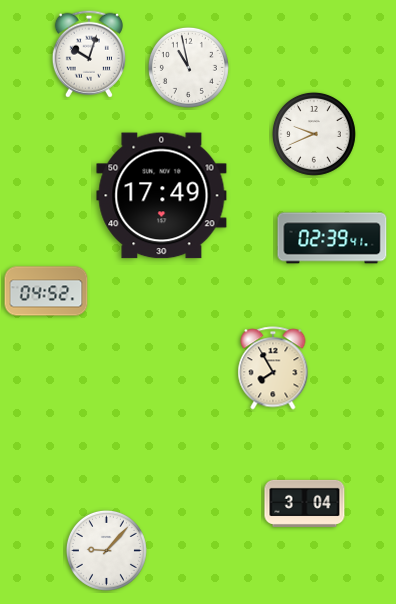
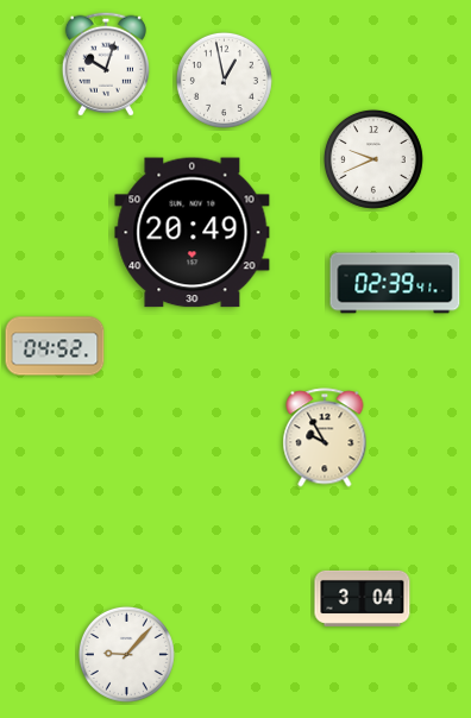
clock at (188, 67): 10:58 -> 12:58
clock at (162, 196): 17:49 -> 20:49
clock at (273, 368): 7:55 -> 9:55
